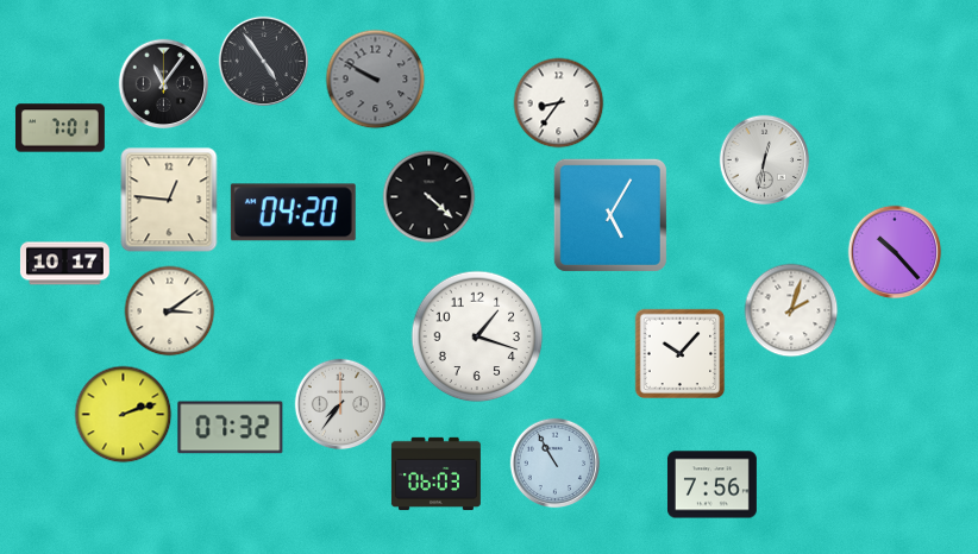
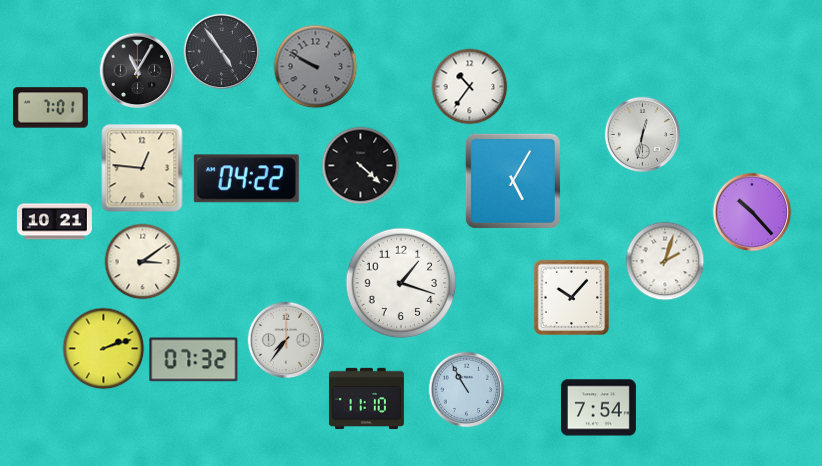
clock at (164, 84): 11:06 -> 11:05
clock at (559, 103): 8:36 -> 10:36
clock at (293, 213): 04:20 -> 04:22
clock at (64, 264): 10:17 -> 10:21
clock at (435, 474): 06:03 -> 11:10
clock at (711, 485): 7:56 -> 7:54
